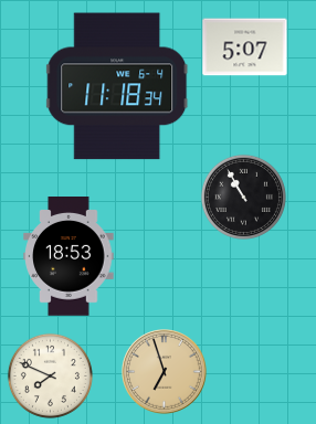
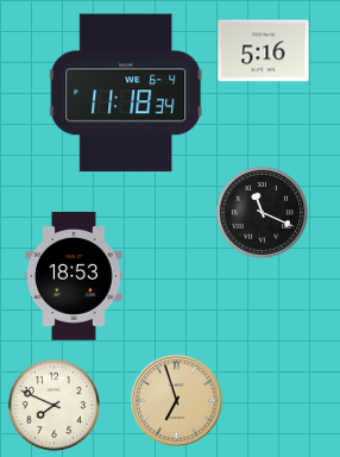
clock at (245, 47): 5:07 -> 5:16
clock at (243, 197): 10:55 -> 11:19
